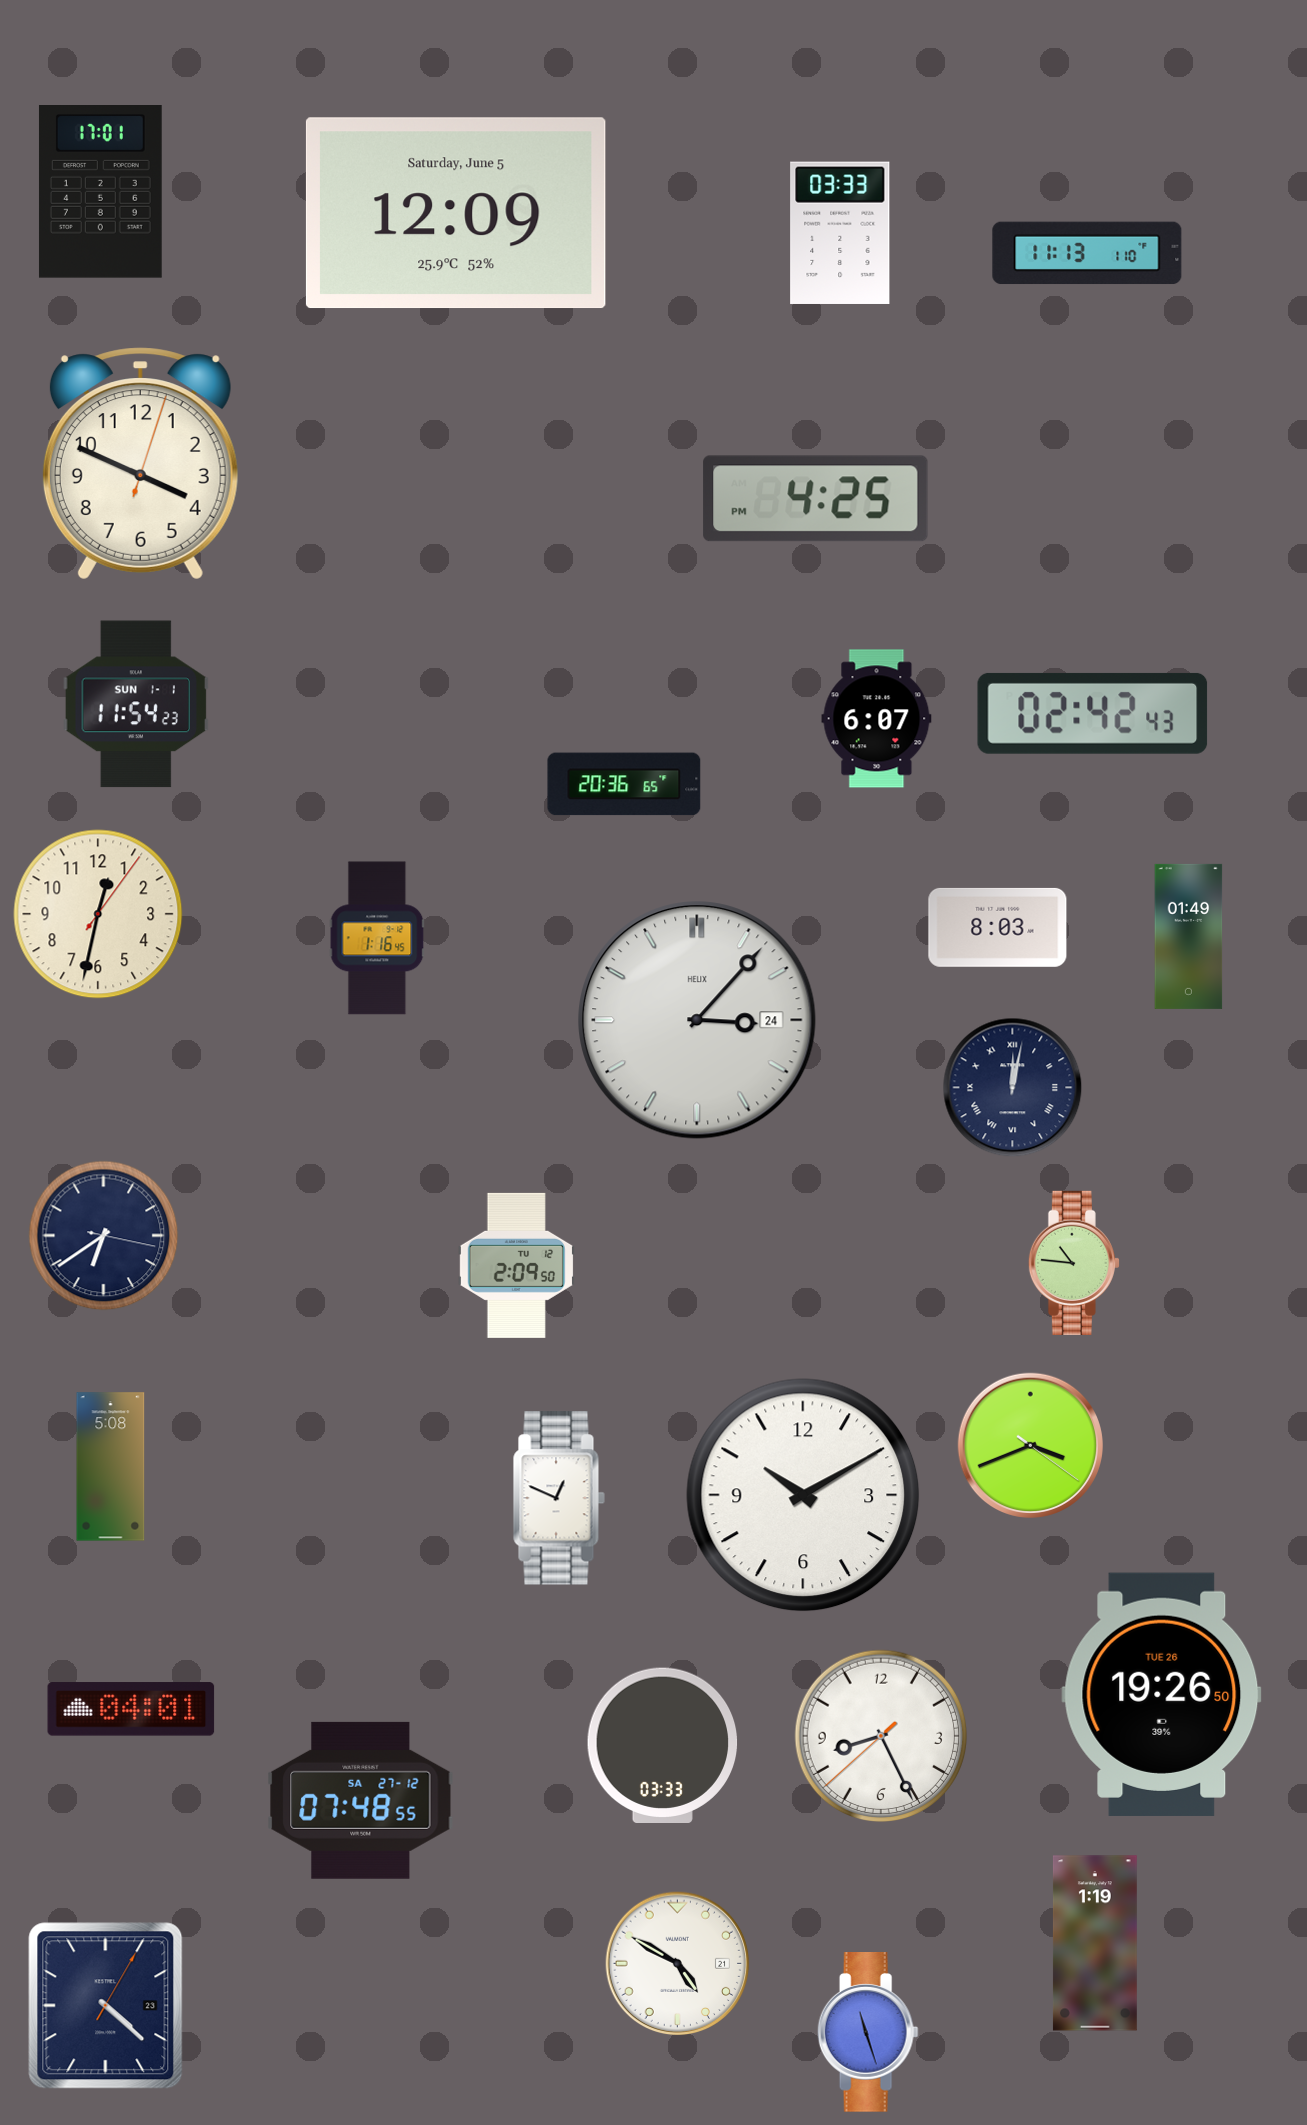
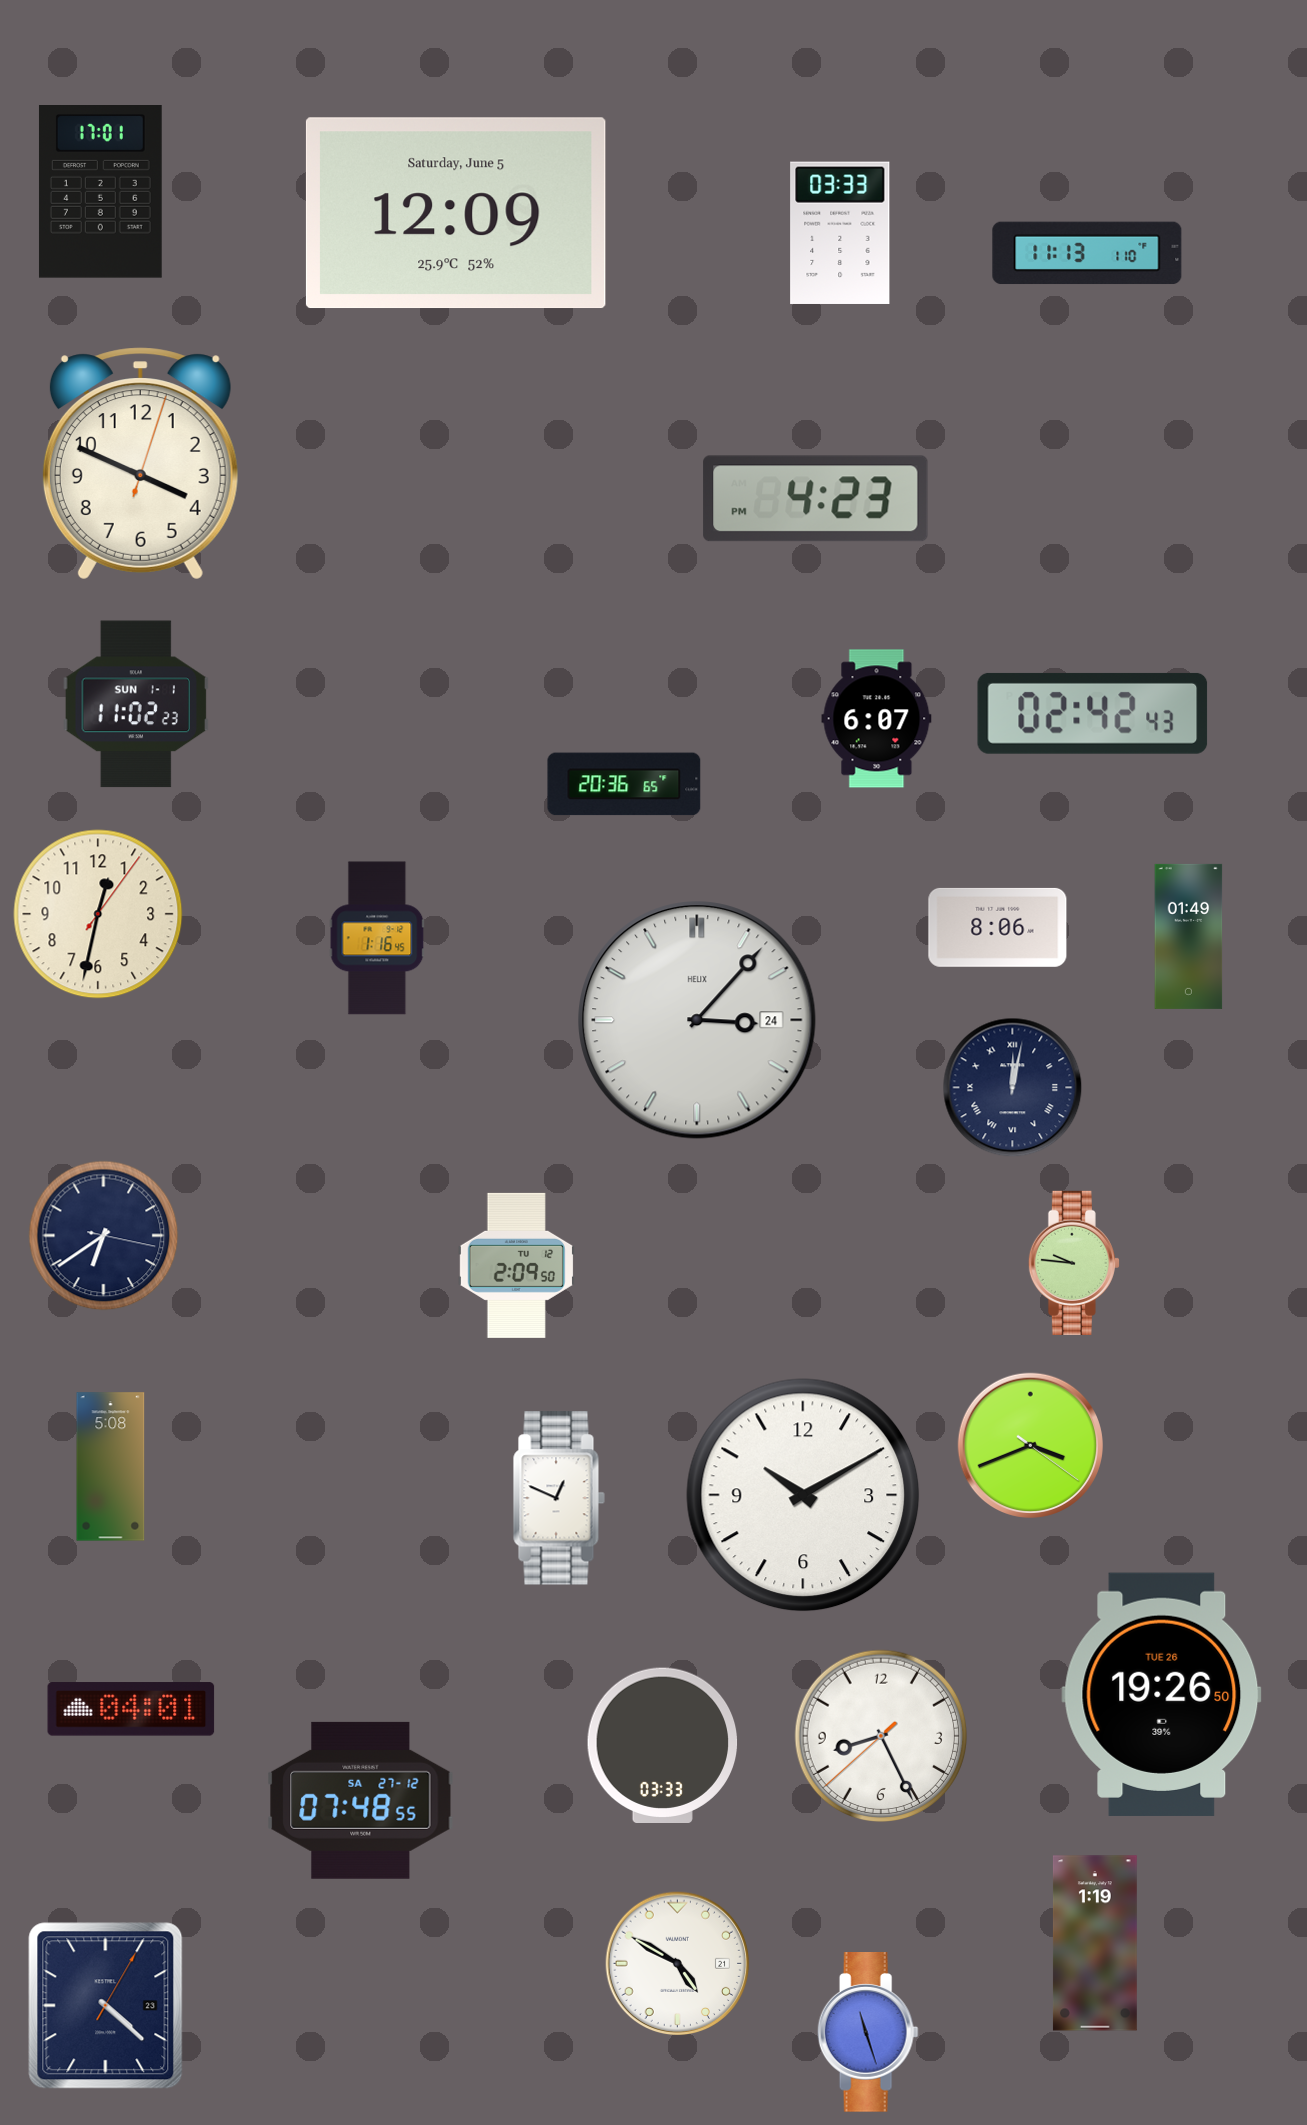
clock at (816, 499): 4:25 -> 4:23
clock at (136, 704): 11:54 -> 11:02
clock at (998, 927): 8:03 -> 8:06
clock at (1074, 1263): 10:46 -> 9:46
